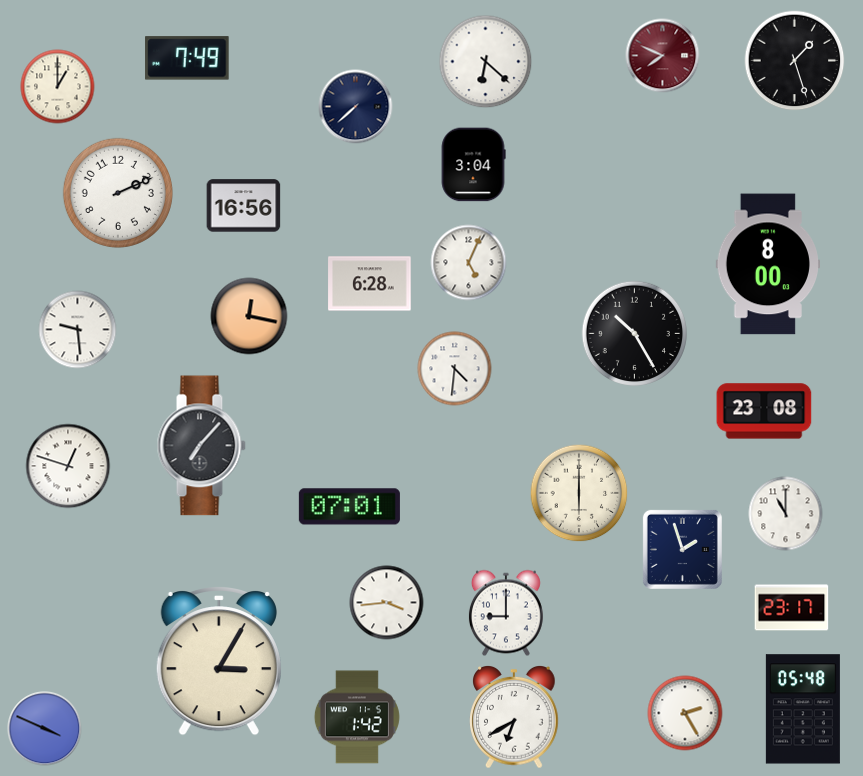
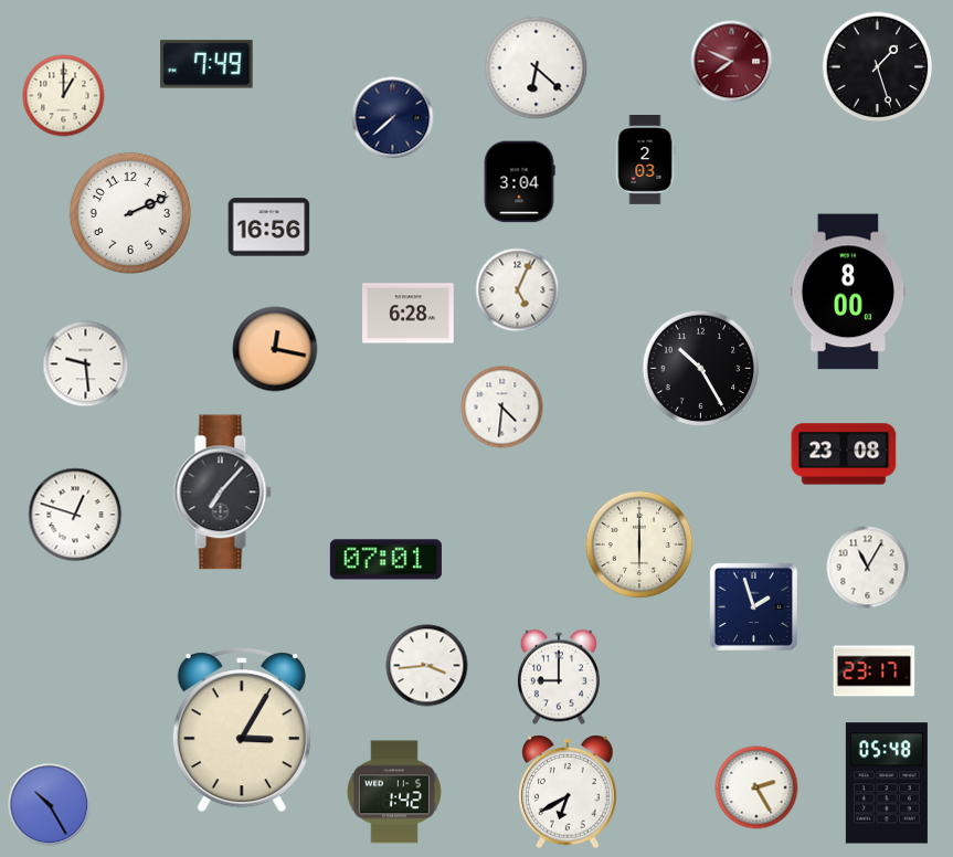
clock at (645, 160): none -> 2:03
clock at (473, 165) position: (473, 165) -> (519, 182)
clock at (786, 514): 11:00 -> 11:05
clock at (45, 729): 3:49 -> 10:25
